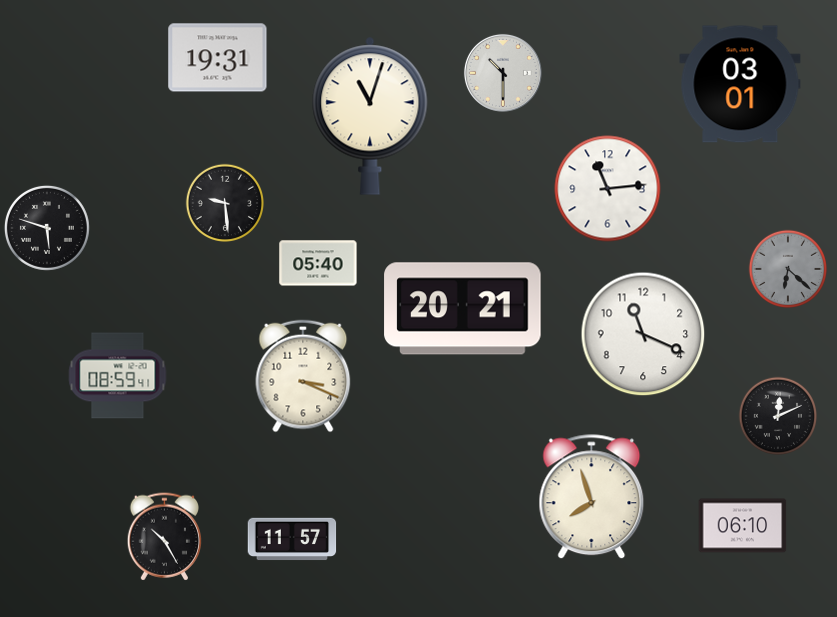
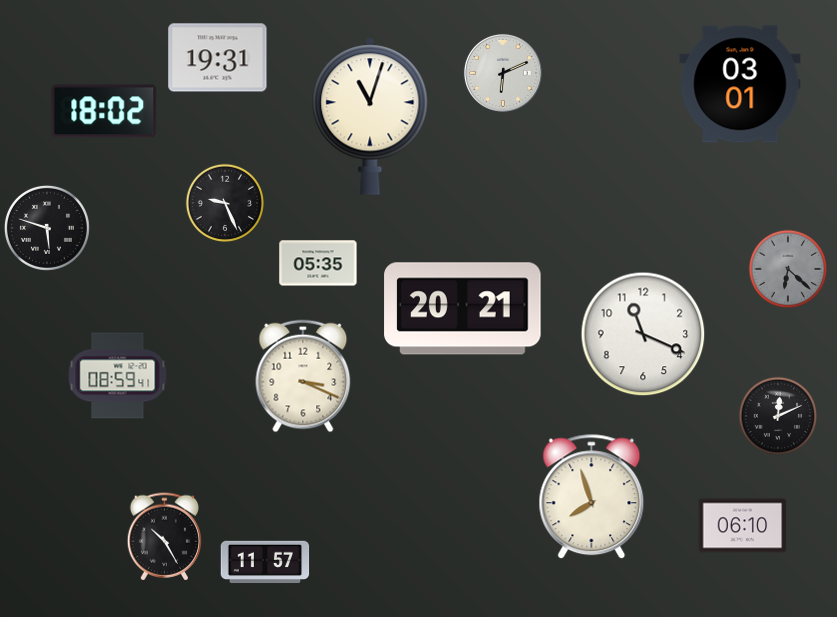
clock at (503, 73): 10:30 -> 6:11
clock at (104, 111): none -> 18:02
clock at (608, 189): 11:14 -> none
clock at (225, 203): 9:29 -> 9:26
clock at (318, 263): 05:40 -> 05:35
clock at (292, 539) position: (292, 539) -> (265, 562)
